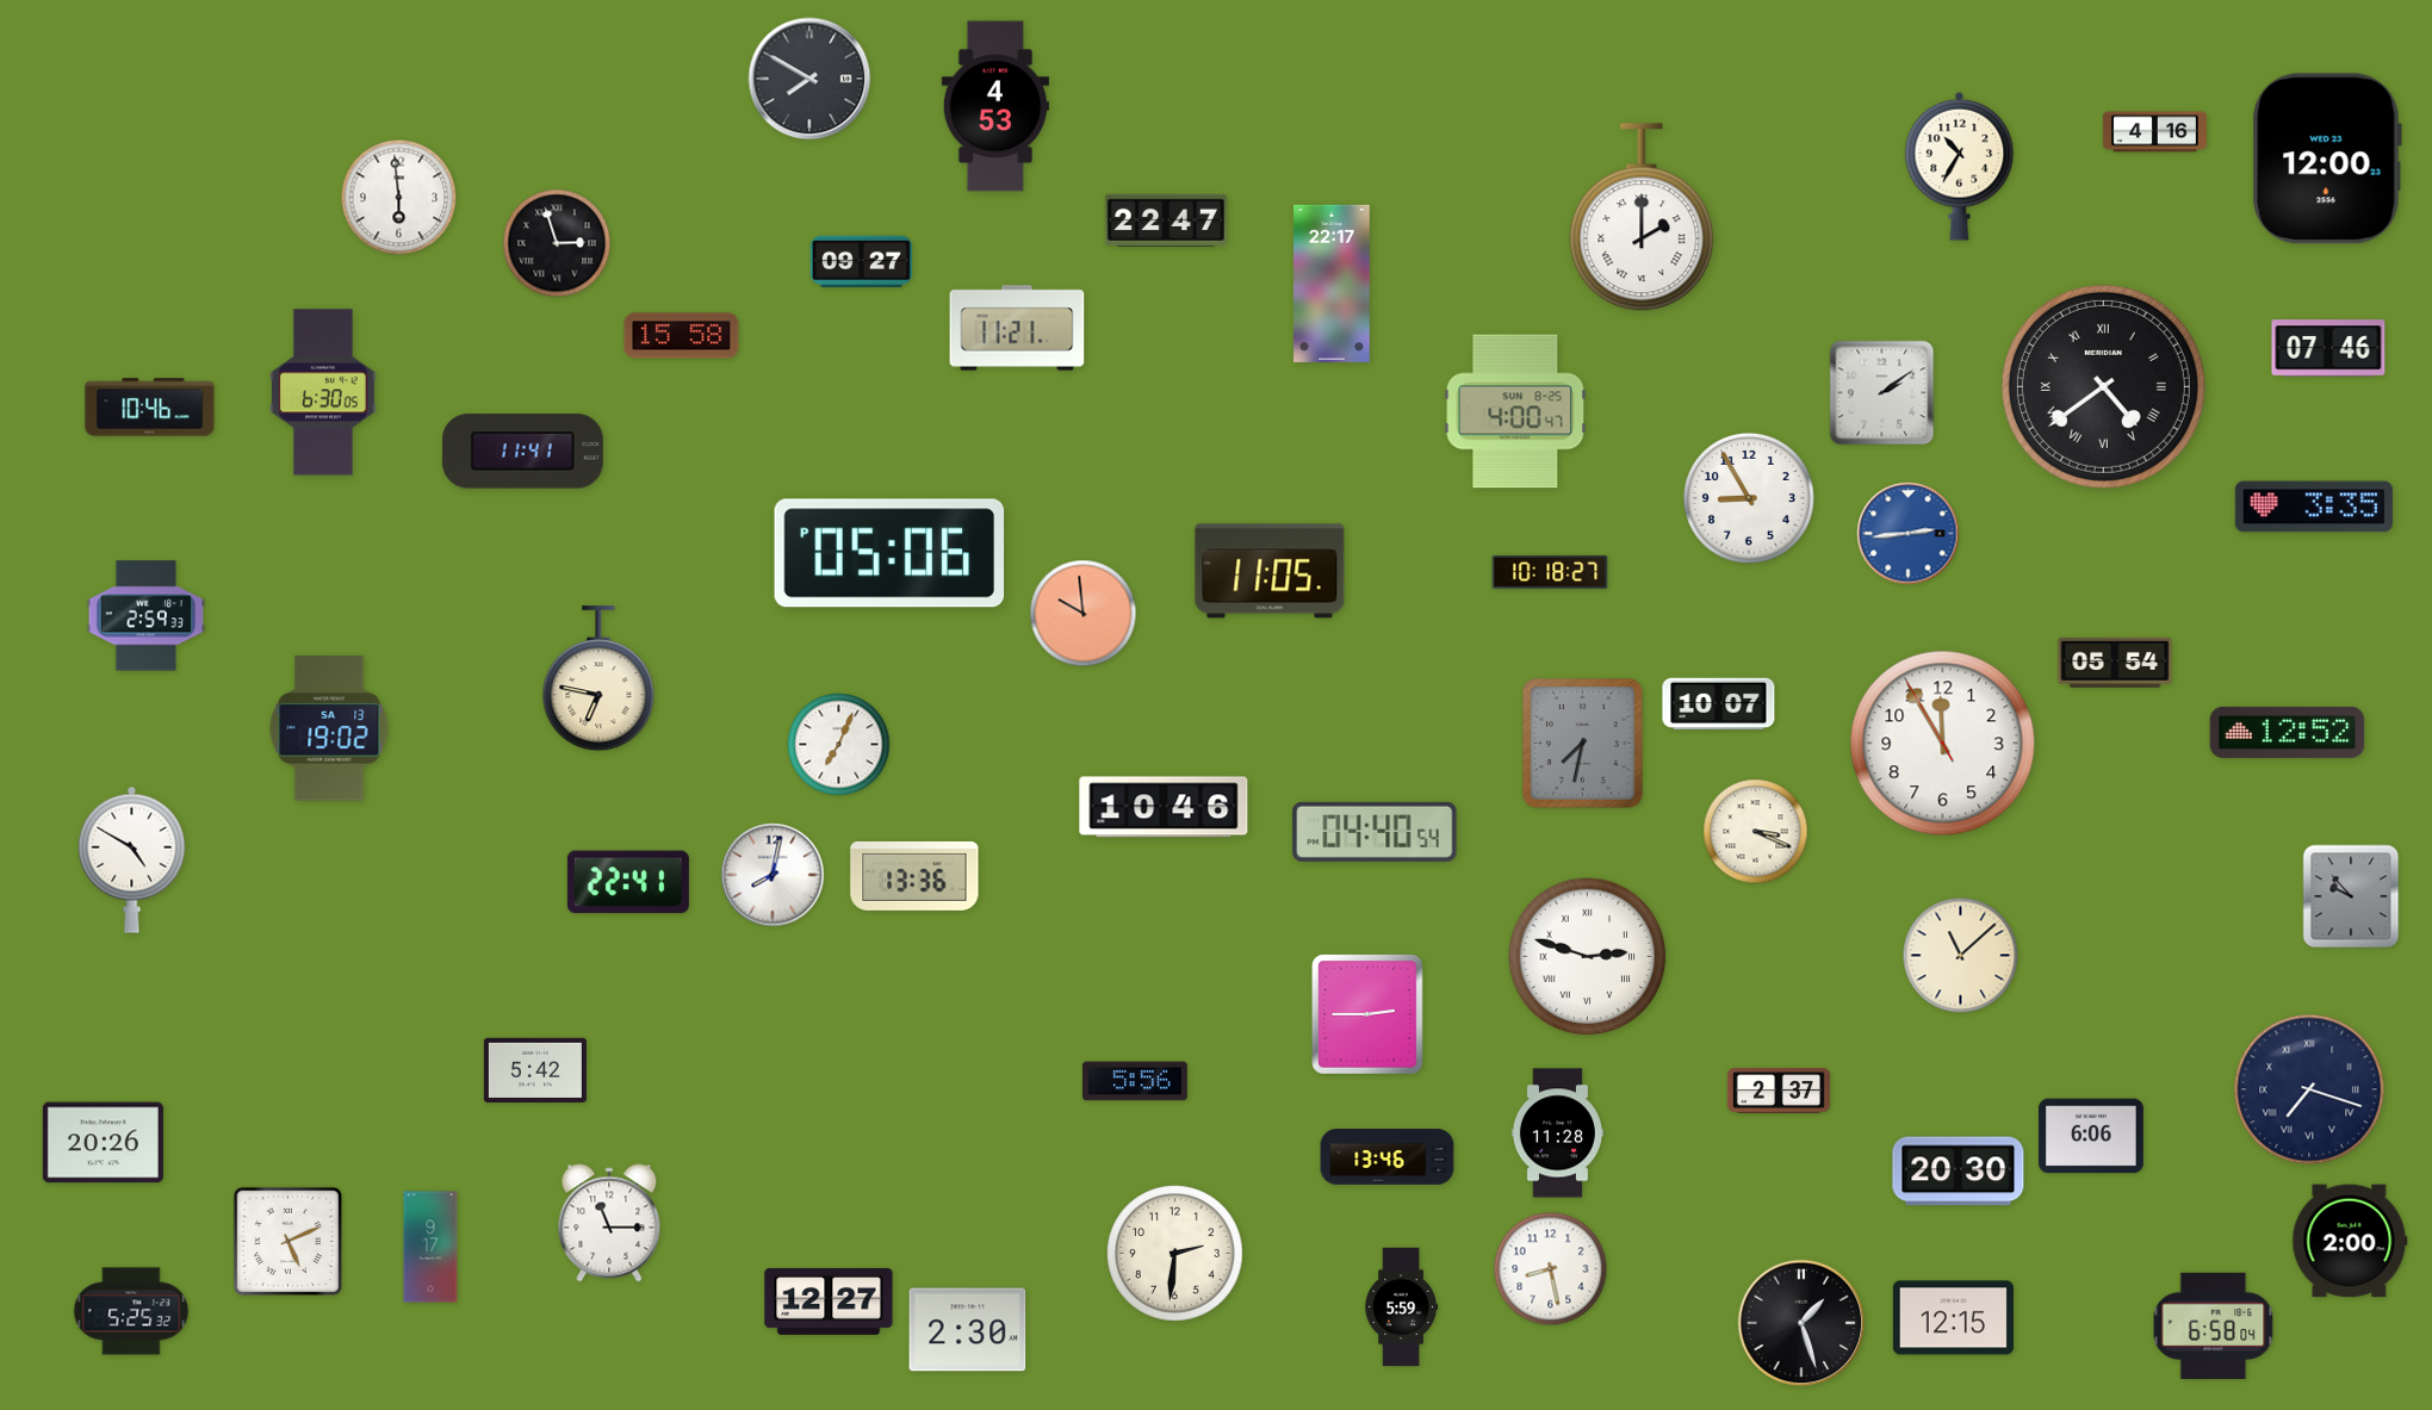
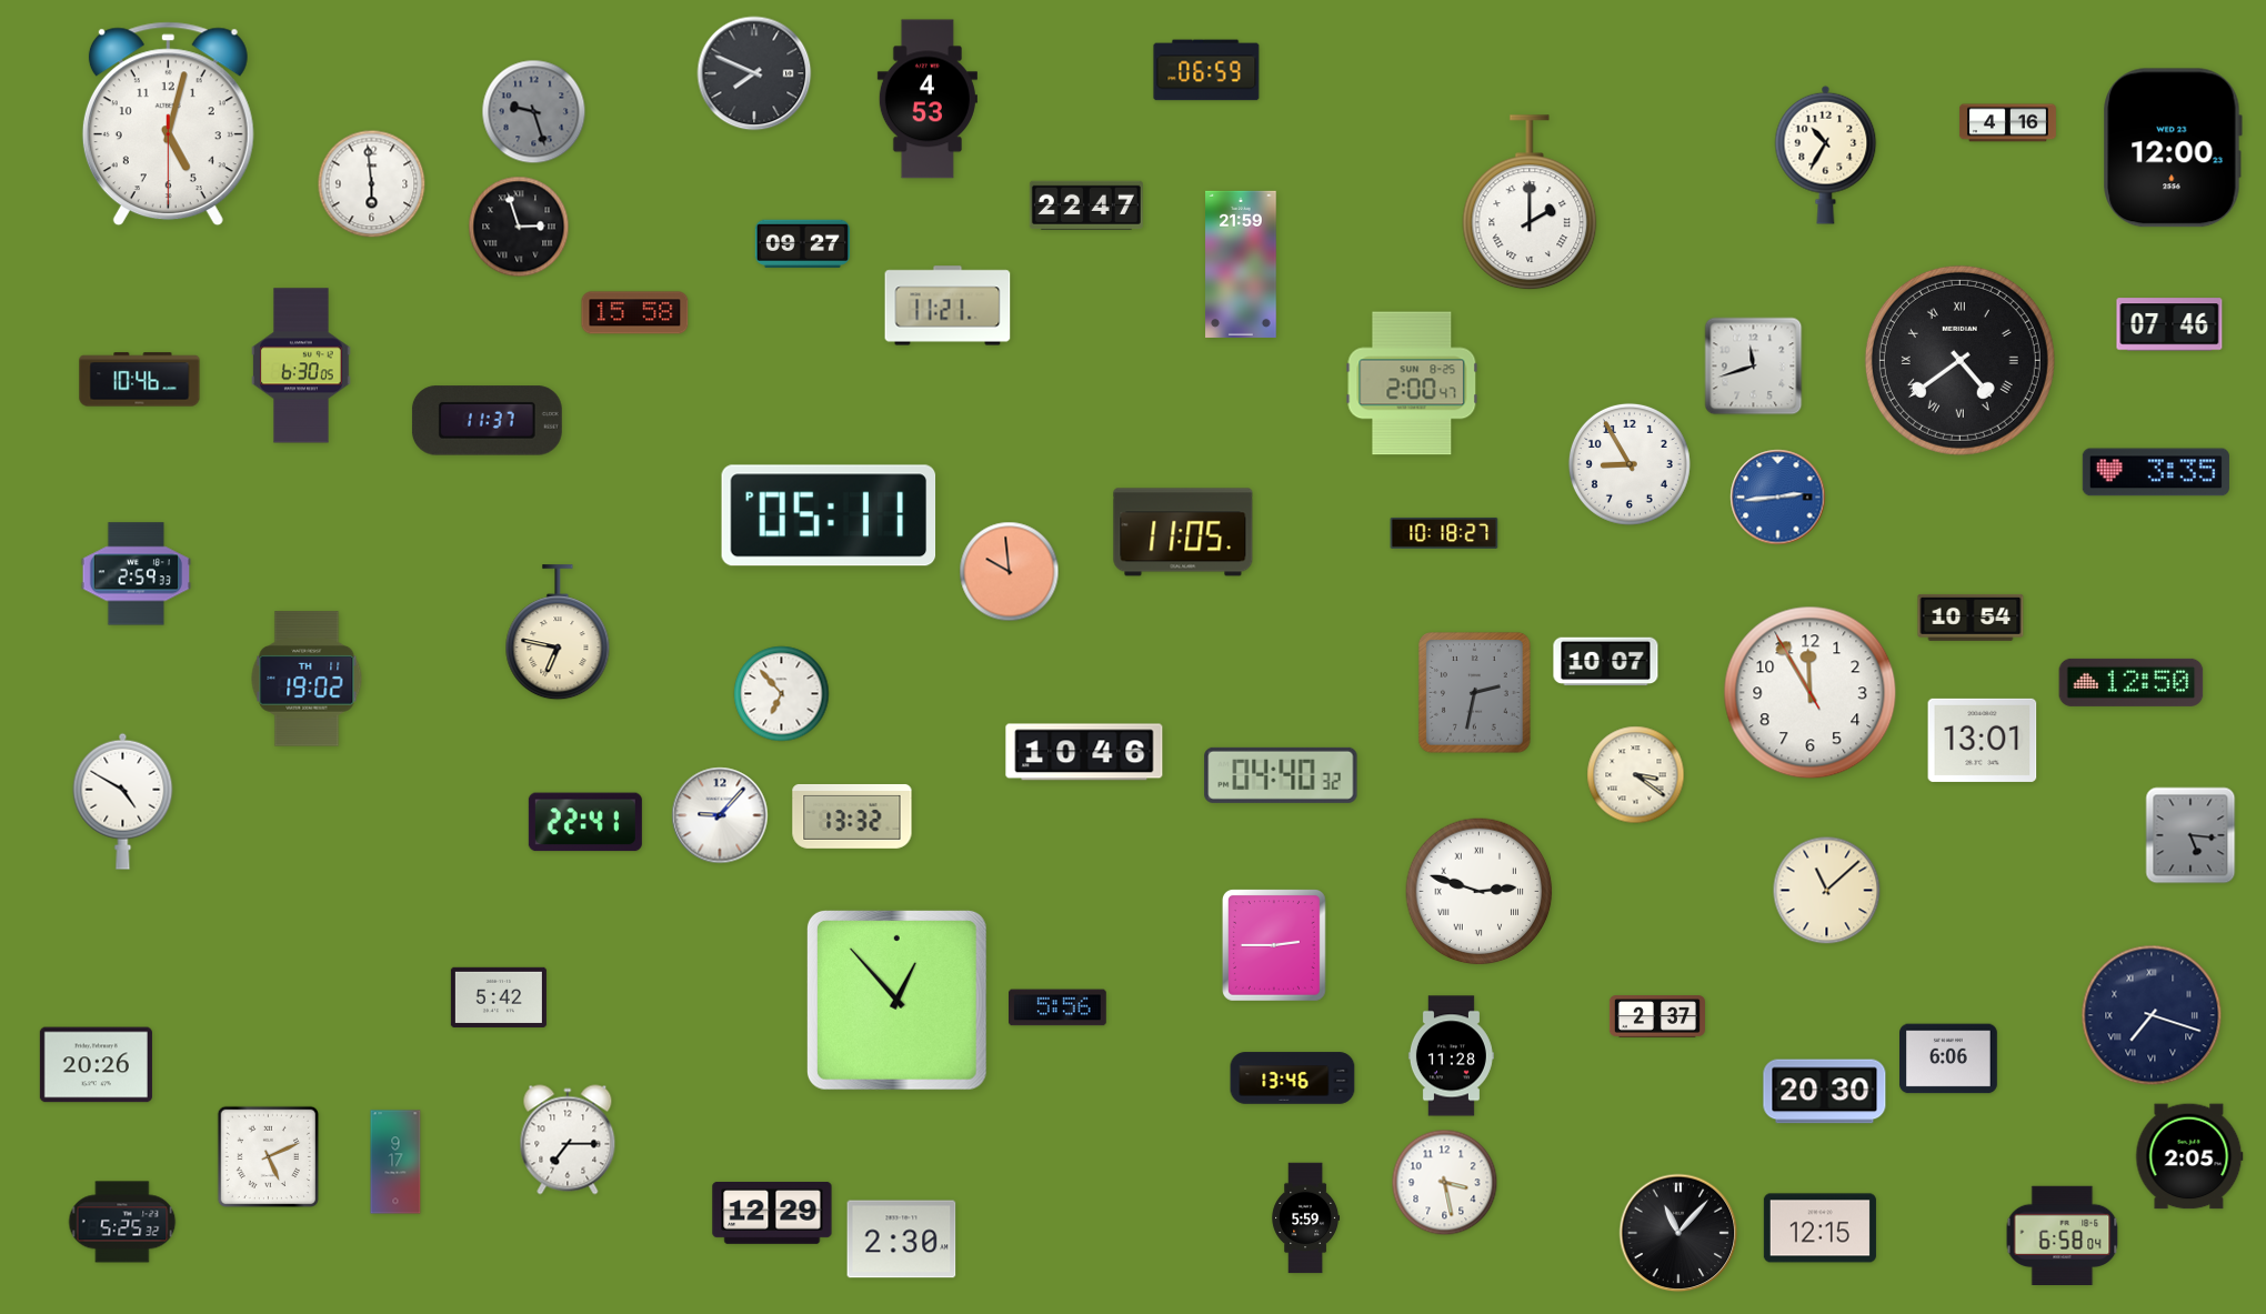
clock at (1206, 70): none -> 06:59
clock at (809, 79): 7:50 -> 7:49
clock at (534, 112): none -> 9:27
clock at (168, 124): none -> 5:02
clock at (2327, 159) position: (2327, 159) -> (2173, 148)
clock at (1332, 284): 22:17 -> 21:59
clock at (1882, 393): 2:09 -> 11:42
clock at (1515, 411): 4:00 -> 2:00
clock at (522, 452): 11:41 -> 11:37
clock at (889, 553): 05:06 -> 05:11
clock at (2115, 663): 05:54 -> 10:54
clock at (1719, 704) position: (1719, 704) -> (1606, 662)
clock at (329, 728) date: SA 13 -> TH 11
clock at (2288, 732): 12:52 -> 12:50
clock at (1583, 744): 7:32 -> 2:32
clock at (839, 745): 7:04 -> 6:53
clock at (1983, 740): none -> 13:01
clock at (1375, 832): 04:40:54 -> 04:40:32
clock at (1756, 832): 3:19 -> 3:21
clock at (773, 875): 8:02 -> 9:07
clock at (914, 876): 13:36 -> 13:32
clock at (2351, 896): 9:53 -> 5:16
clock at (896, 1000): none -> 12:53
clock at (609, 1223): 11:15 -> 7:15
clock at (2350, 1241): 2:00 -> 2:05
clock at (430, 1247) position: (430, 1247) -> (395, 1162)
clock at (1175, 1254): 2:31 -> none
clock at (1551, 1269): 8:28 -> 3:28
clock at (829, 1302): 12:27 -> 12:29
clock at (1801, 1323): 1:27 -> 11:07
